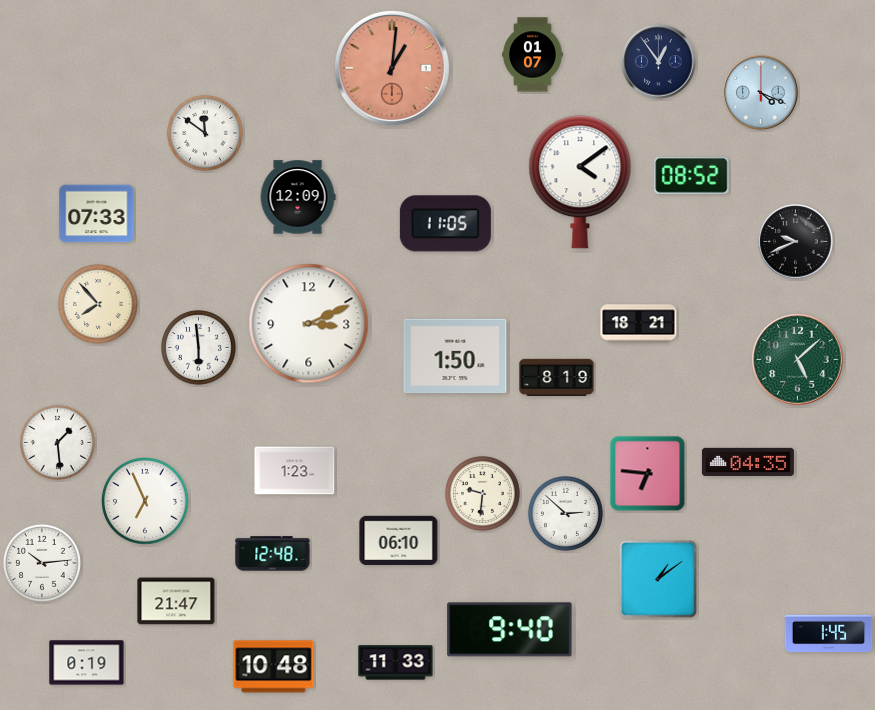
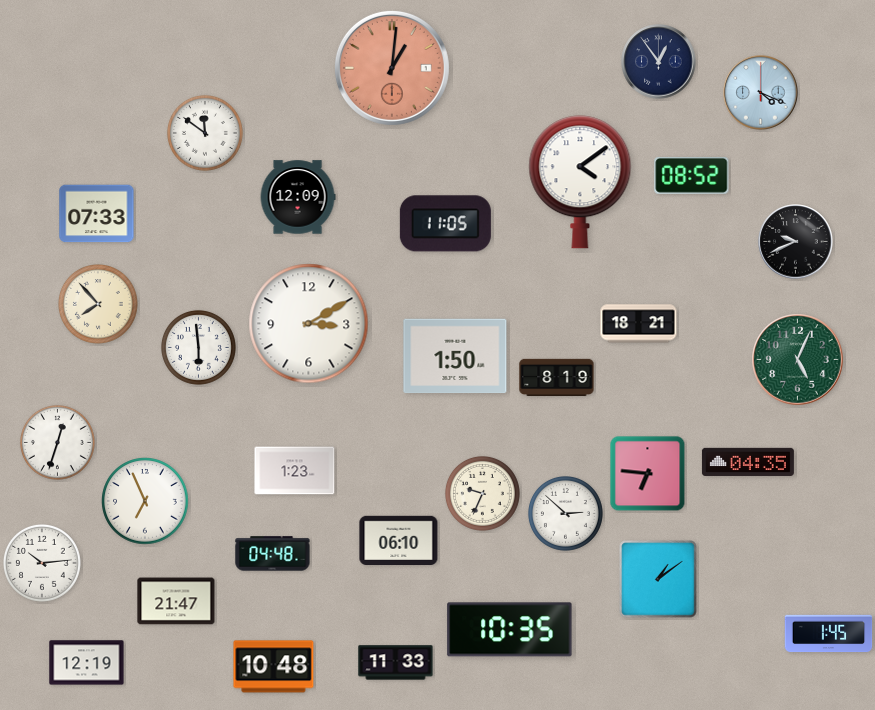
clock at (533, 55): 01:07 -> none
clock at (309, 324): 3:11 -> 3:10
clock at (798, 360): 5:08 -> 5:04
clock at (57, 442): 1:29 -> 12:33
clock at (482, 493): 9:31 -> 9:34
clock at (273, 554): 12:48 -> 04:48
clock at (510, 630): 9:40 -> 10:35
clock at (87, 663): 0:19 -> 12:19
